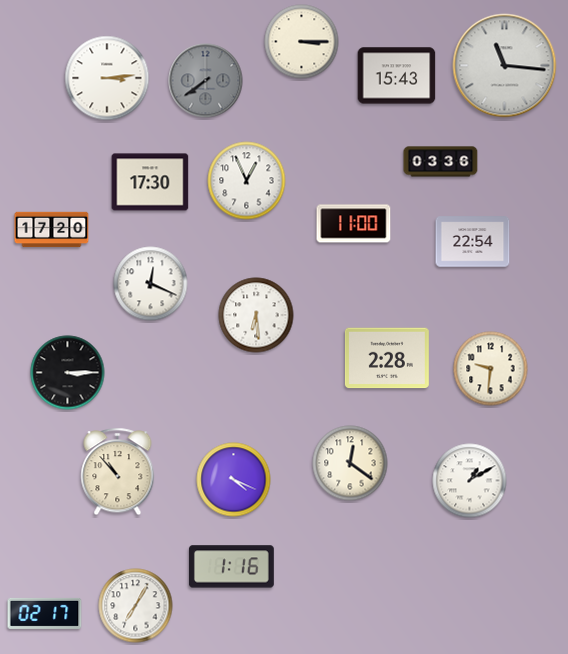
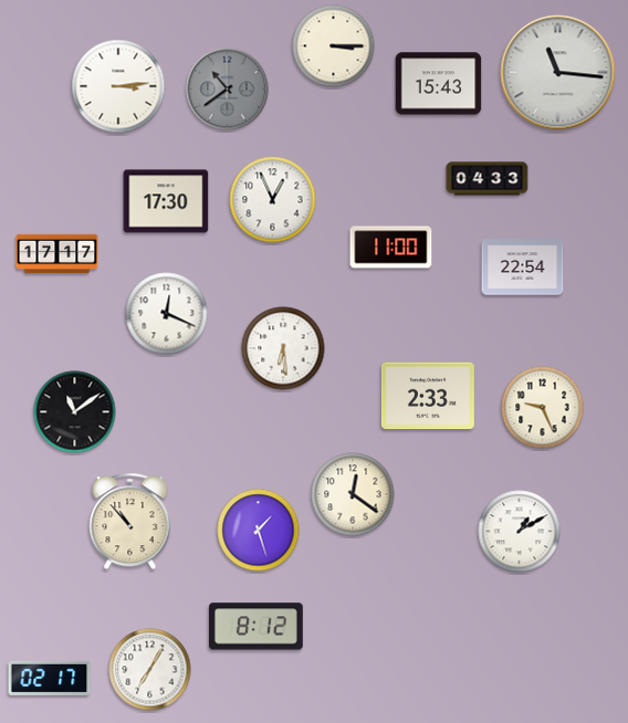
clock at (206, 81): 7:39 -> 10:39
clock at (441, 162): 03:36 -> 04:33
clock at (52, 230): 17:20 -> 17:17
clock at (387, 358): 2:28 -> 2:33
clock at (491, 369): 9:31 -> 9:26
clock at (68, 373): 3:15 -> 11:09
clock at (350, 463) position: (350, 463) -> (353, 494)
clock at (234, 480): 4:19 -> 1:27
clock at (231, 567): 1:16 -> 8:12
